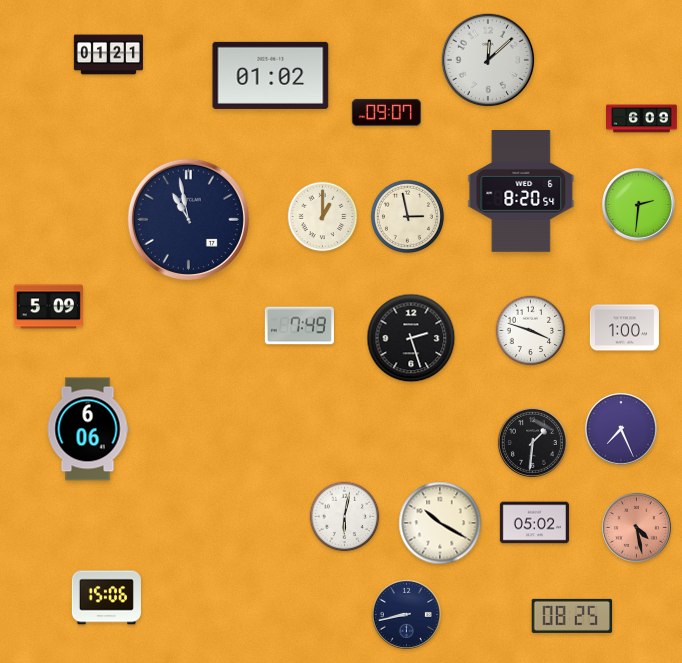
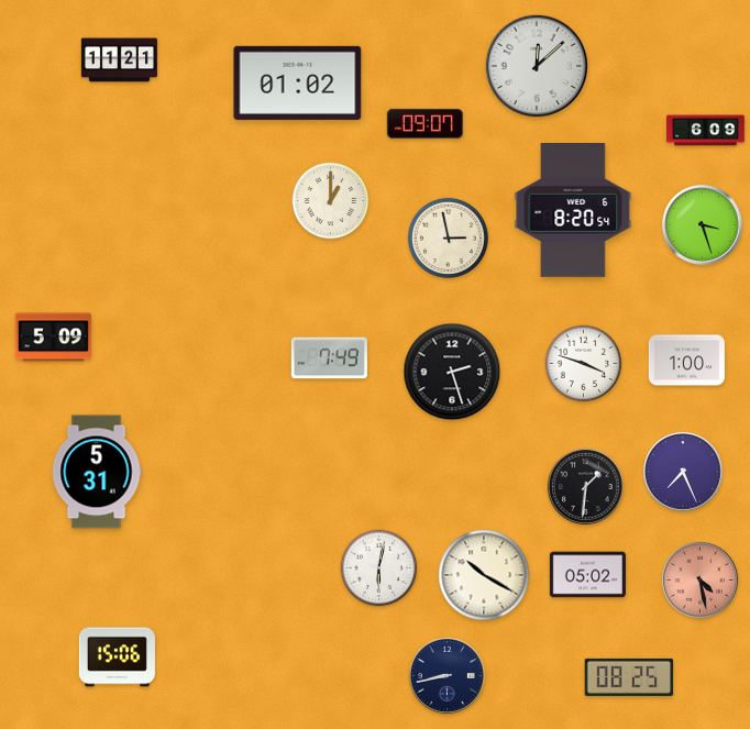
clock at (108, 55): 01:21 -> 11:21
clock at (639, 205): 2:31 -> 3:27
clock at (323, 217) position: (323, 217) -> (331, 201)
clock at (188, 219): 10:58 -> none
clock at (88, 429): 6:06 -> 5:31
